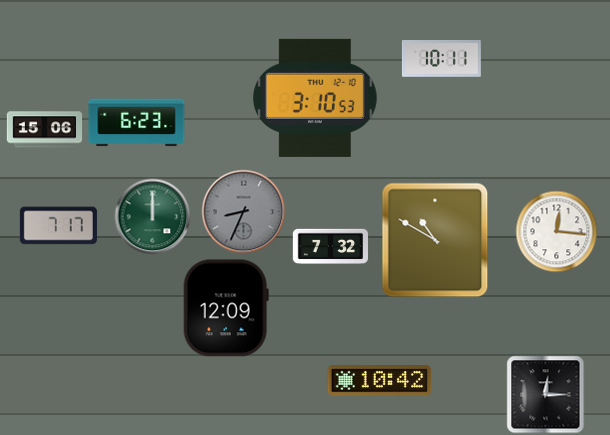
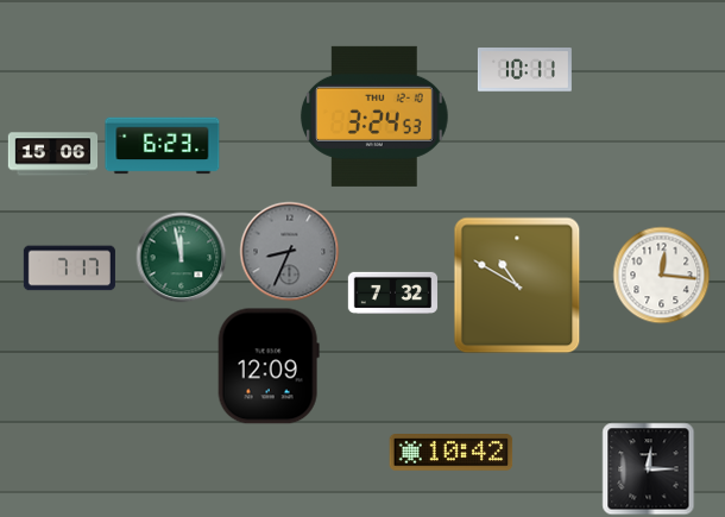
clock at (315, 98): 3:10 -> 3:24
clock at (153, 217): 12:00 -> 11:58
